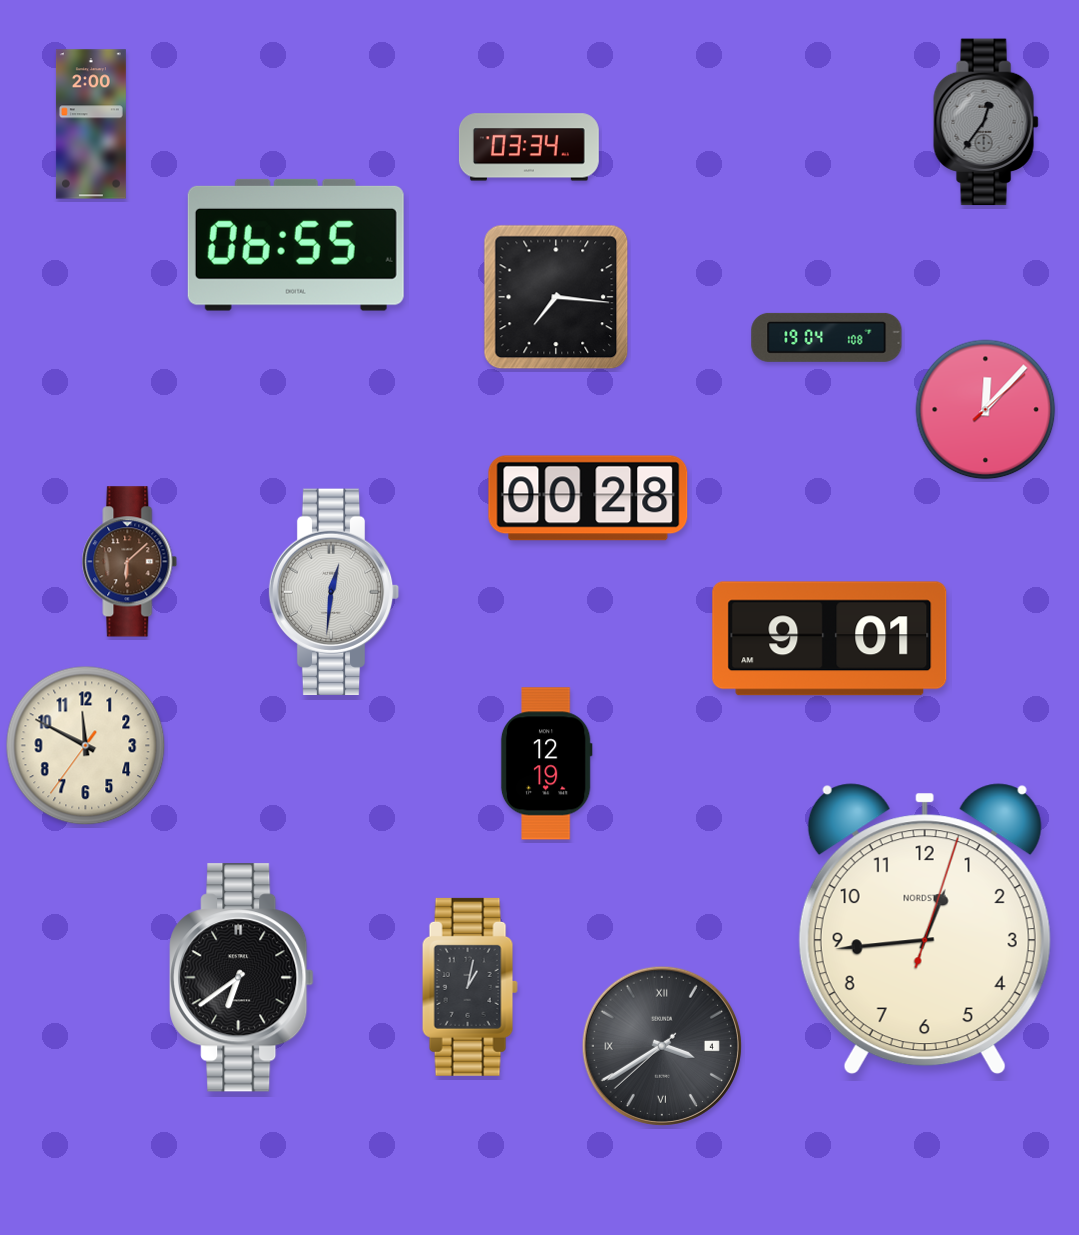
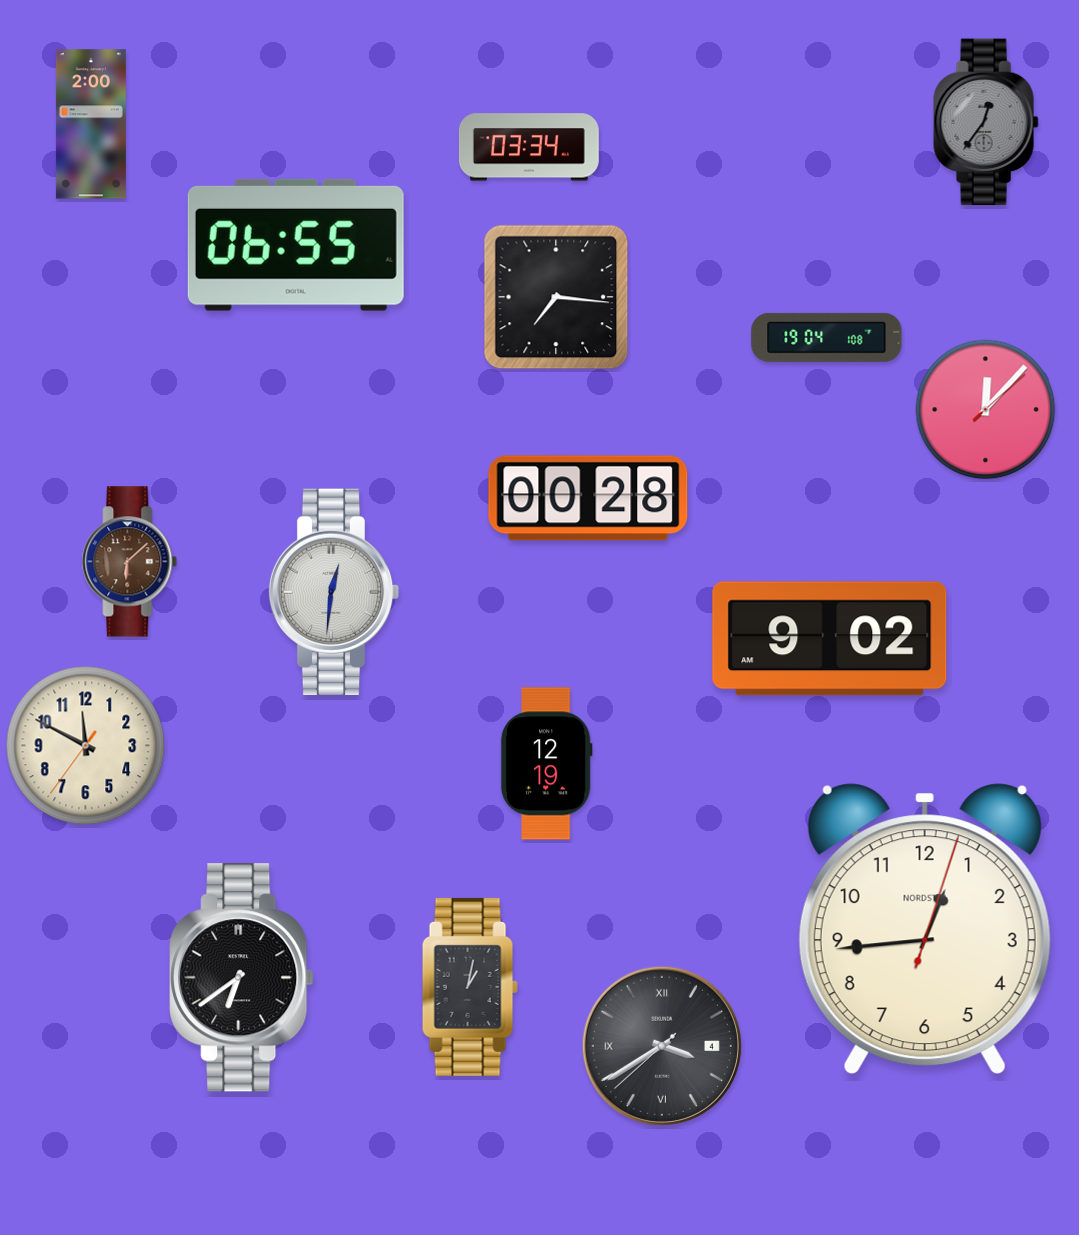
clock at (830, 639): 9:01 -> 9:02
